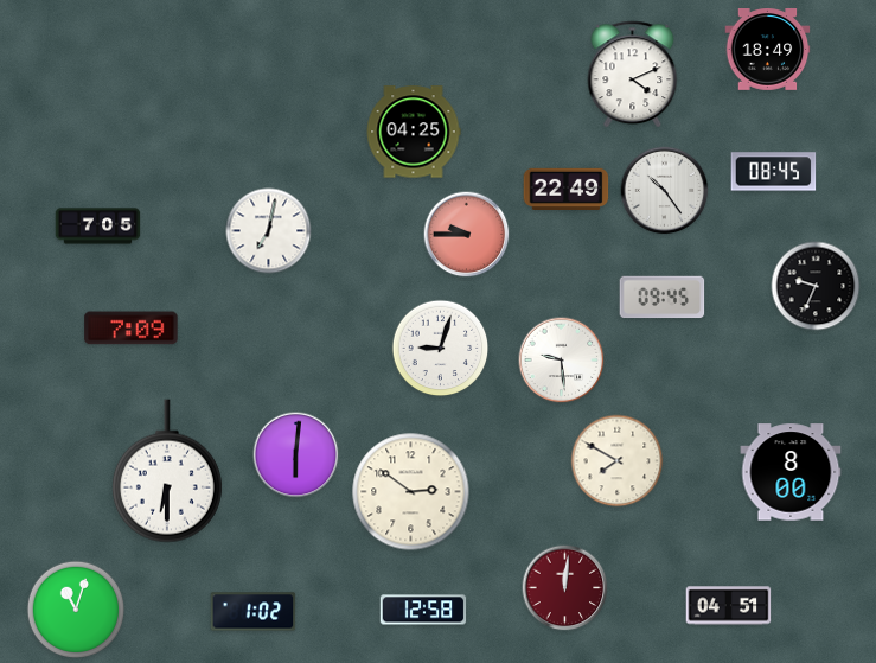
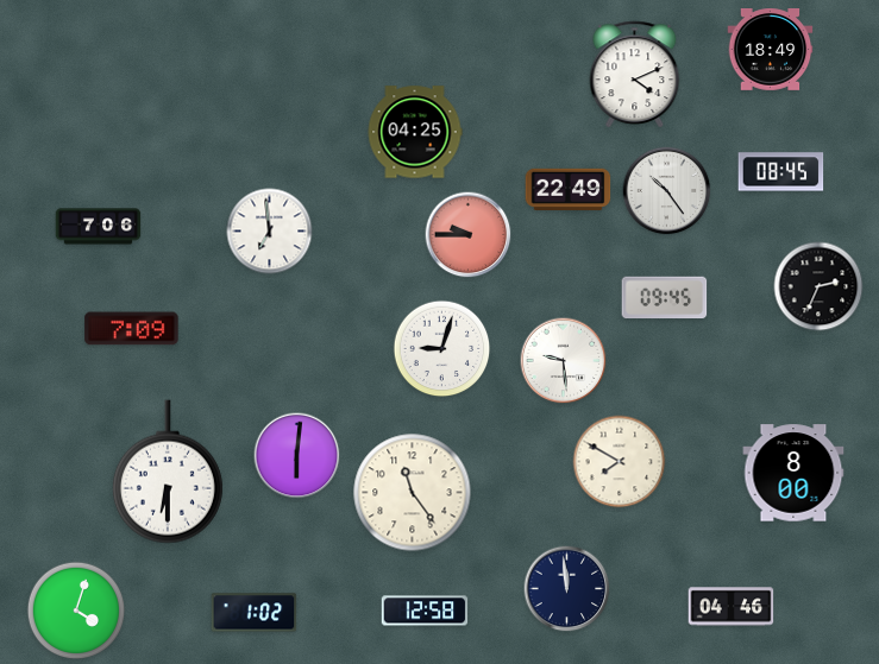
clock at (774, 172) position: (774, 172) -> (781, 172)
clock at (98, 227): 7:05 -> 7:06
clock at (269, 231): 7:02 -> 6:59
clock at (816, 286): 9:34 -> 2:34
clock at (411, 492): 2:51 -> 11:24
clock at (565, 588): 12:01 -> 11:59
clock at (565, 588) dial: burgundy -> navy
clock at (729, 606): 04:51 -> 04:46
clock at (76, 610): 11:03 -> 4:03
